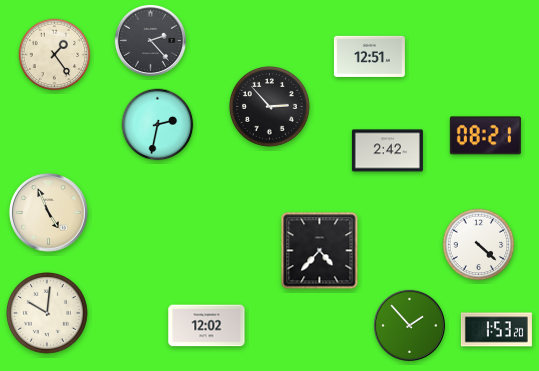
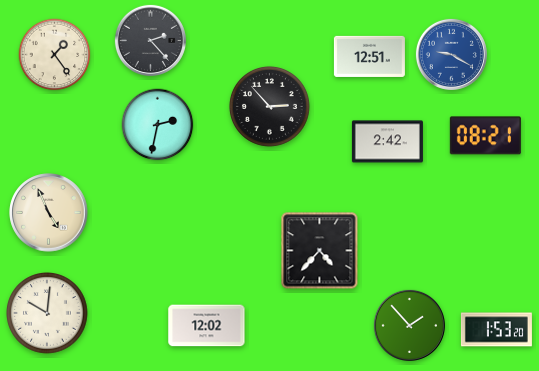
clock at (451, 54): none -> 9:20
clock at (387, 151) position: (387, 151) -> (387, 142)
clock at (479, 245): 4:22 -> none
